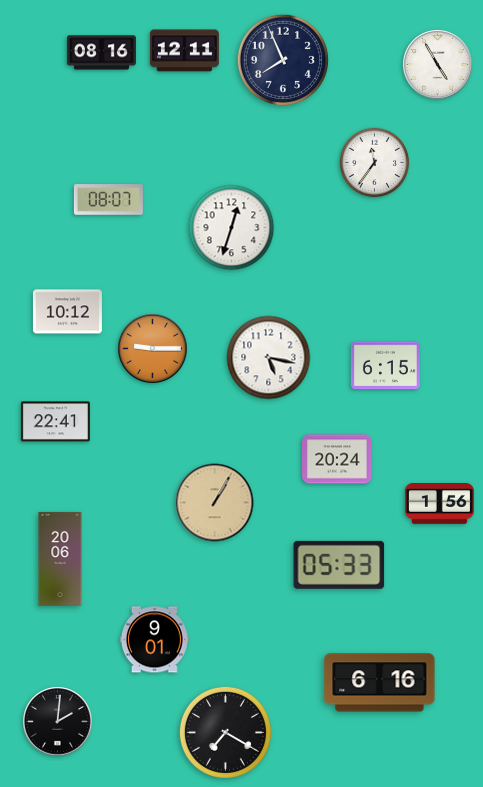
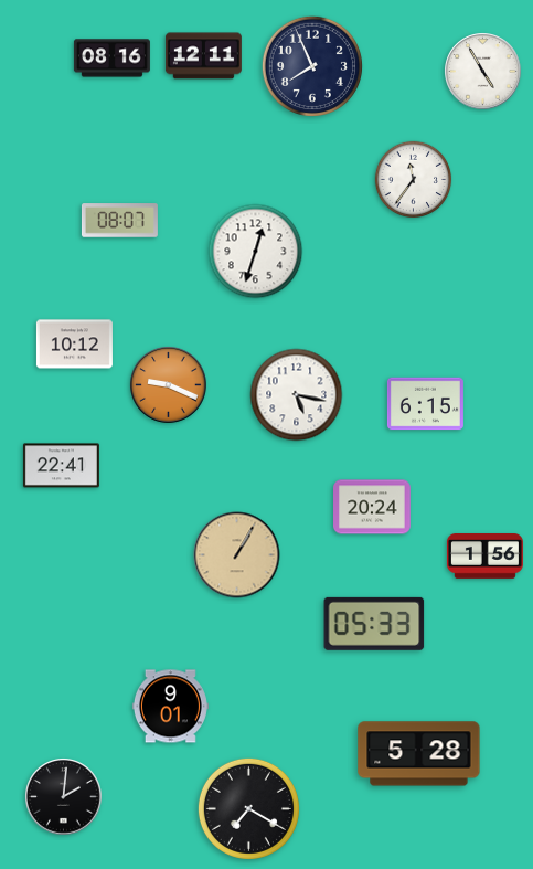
clock at (153, 349): 9:15 -> 9:19
clock at (60, 559): 20:06 -> none
clock at (380, 683): 6:16 -> 5:28
